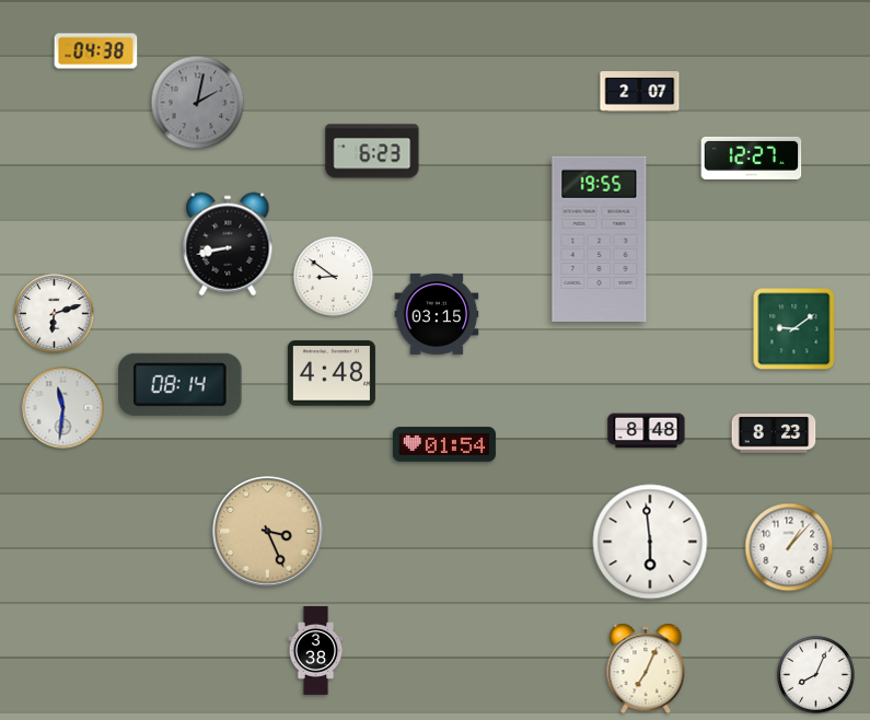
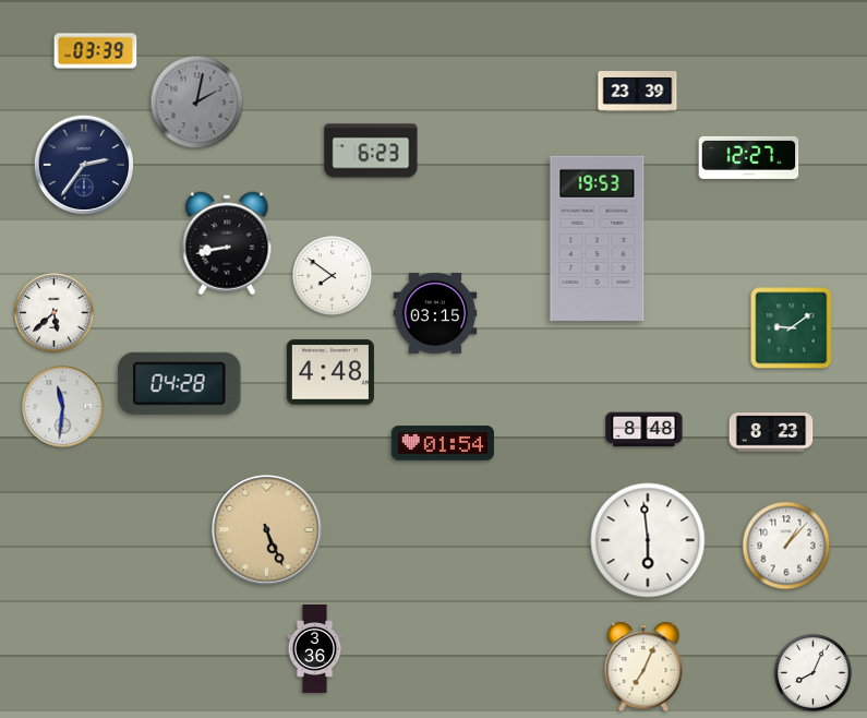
clock at (96, 51): 04:38 -> 03:39
clock at (640, 92): 2:07 -> 23:39
clock at (83, 164): none -> 2:36
clock at (600, 239): 19:55 -> 19:53
clock at (334, 277): 8:51 -> 7:51
clock at (55, 314): 6:12 -> 5:38
clock at (181, 384): 08:14 -> 04:28
clock at (268, 532): 3:26 -> 5:26
clock at (316, 651): 3:38 -> 3:36
